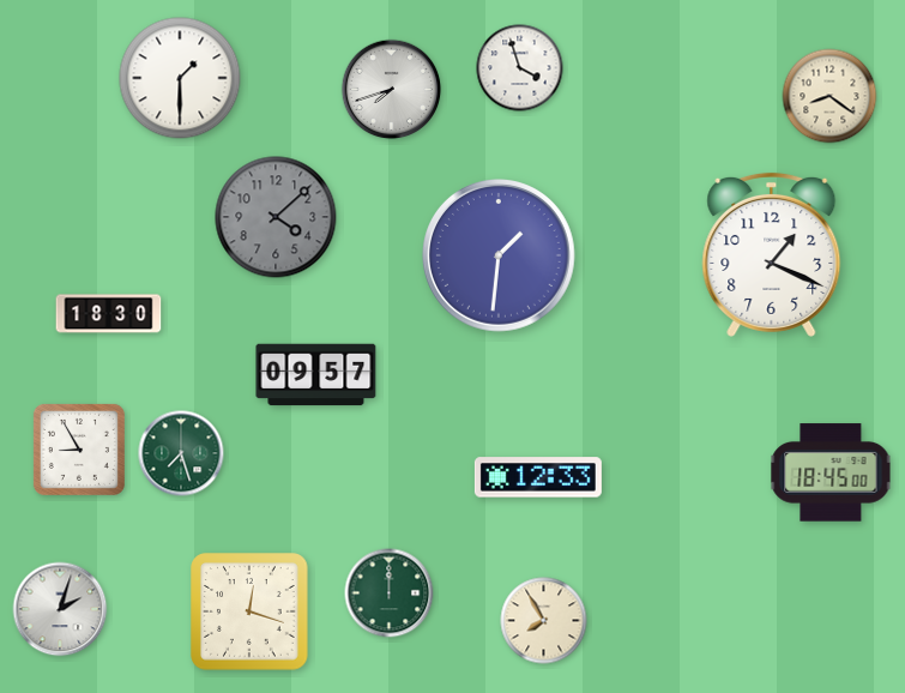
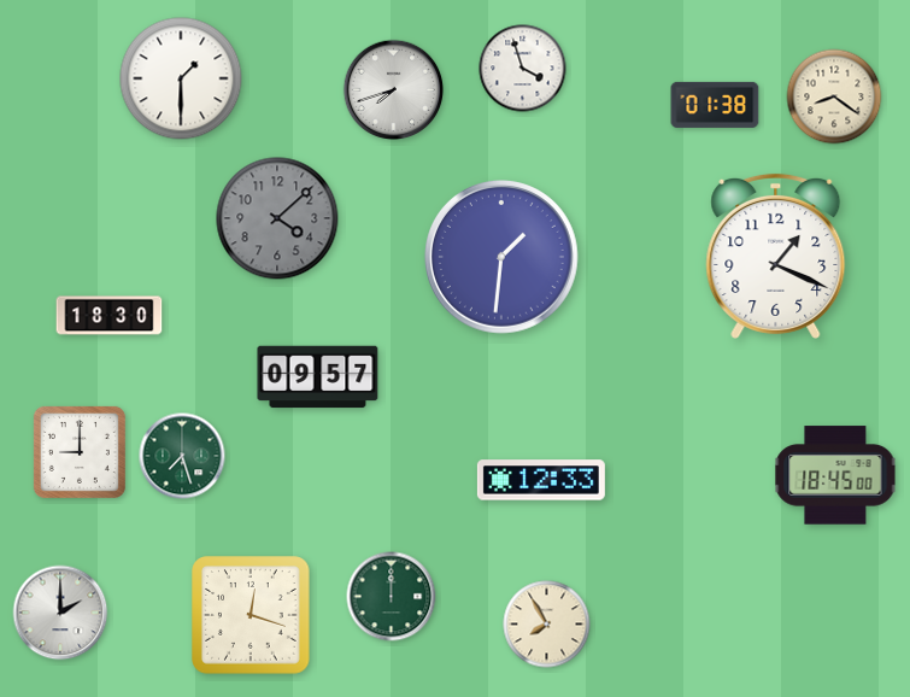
clock at (715, 105): none -> 01:38
clock at (79, 450): 8:55 -> 9:00
clock at (60, 609): 2:03 -> 2:00
